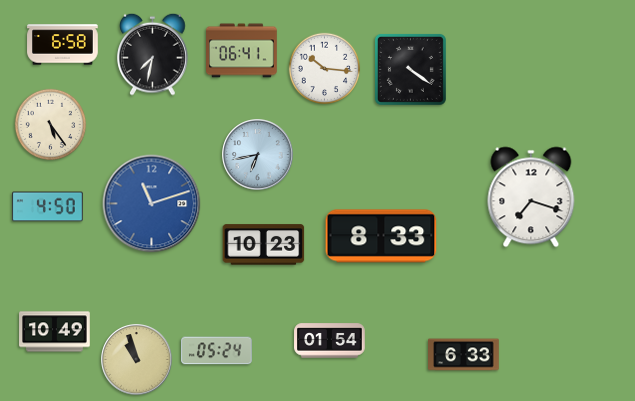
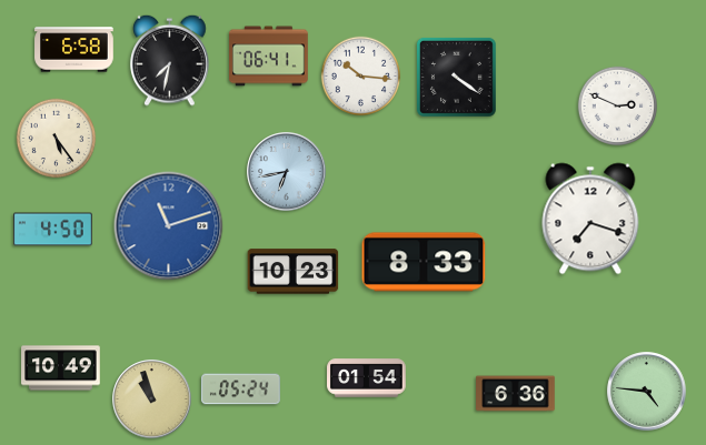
clock at (63, 45) position: (63, 45) -> (74, 50)
clock at (618, 107): none -> 2:49
clock at (647, 392): none -> 4:46
clock at (464, 355): 6:33 -> 6:36
